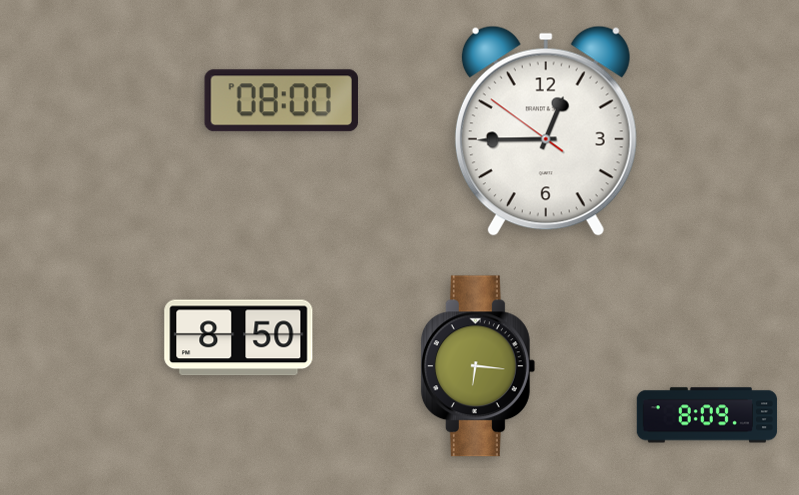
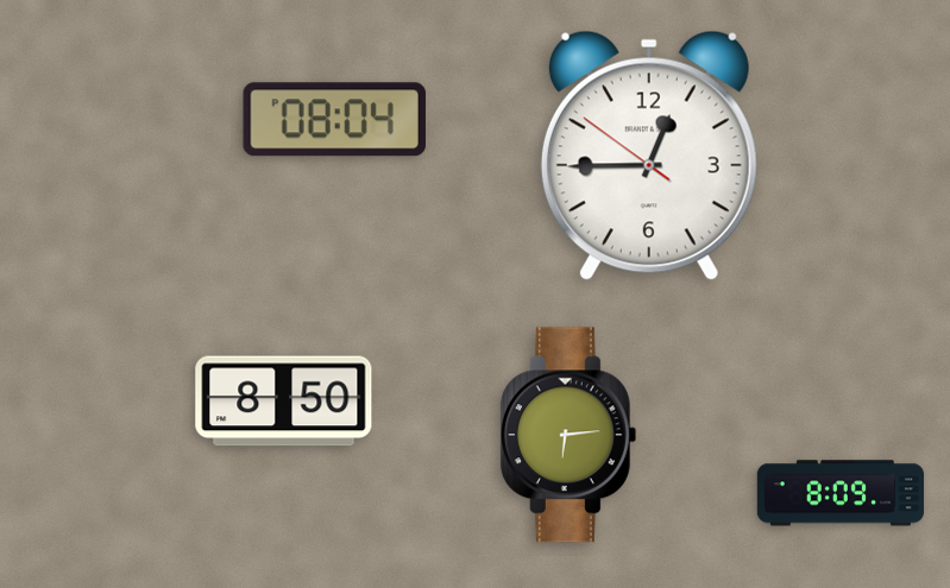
clock at (281, 101): 08:00 -> 08:04
clock at (478, 366): 6:16 -> 6:14
